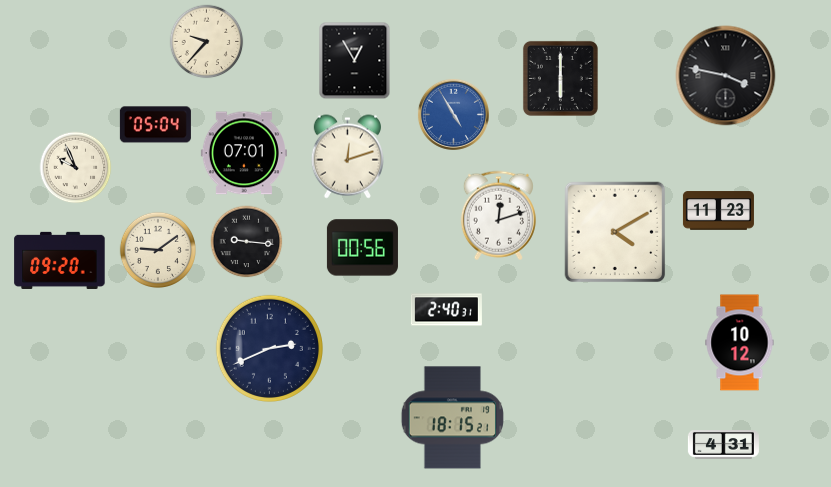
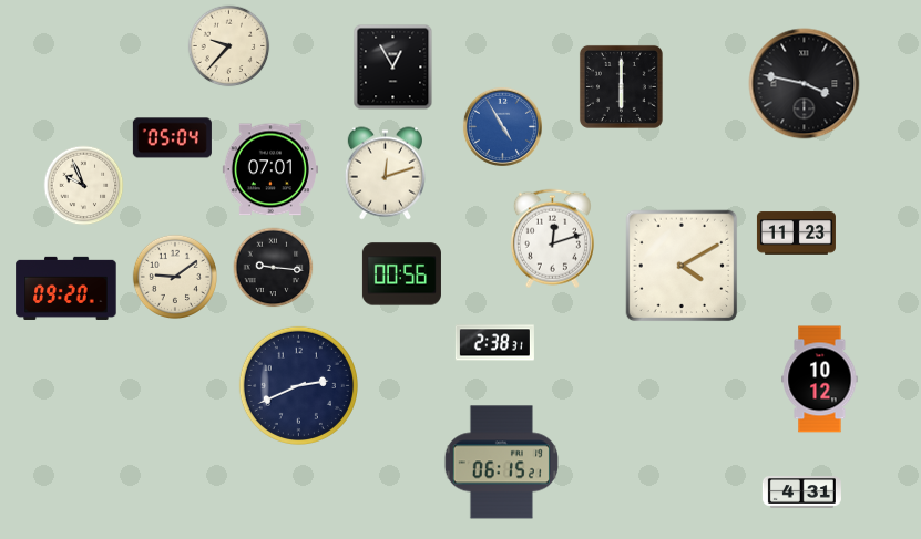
clock at (615, 232) position: (615, 232) -> (682, 266)
clock at (446, 310): 2:40 -> 2:38
clock at (452, 418): 18:15 -> 06:15
